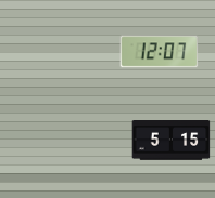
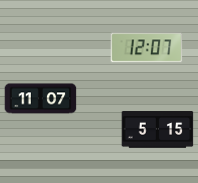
clock at (41, 99): none -> 11:07
